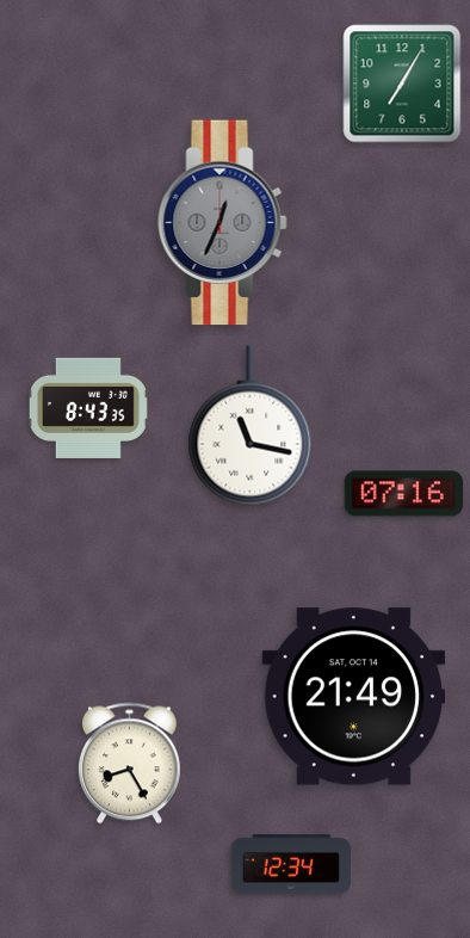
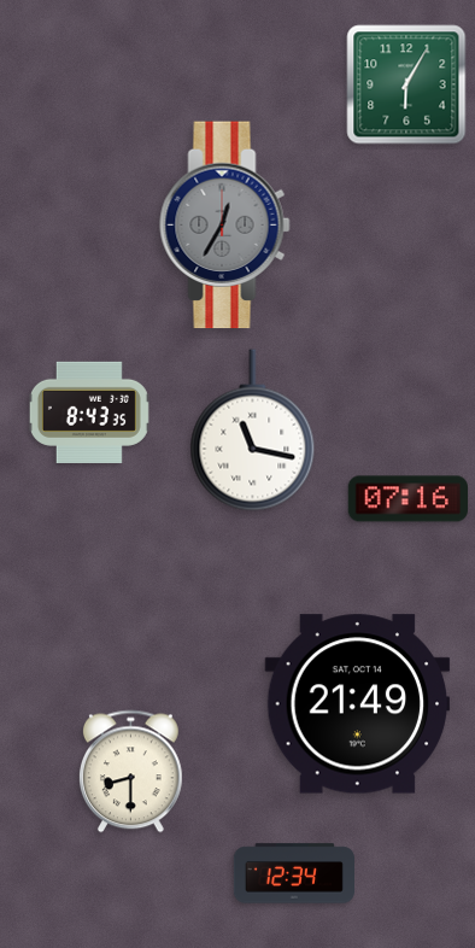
clock at (402, 84): 7:05 -> 6:05
clock at (223, 223): 12:34 -> 12:35
clock at (129, 764): 8:25 -> 8:30
